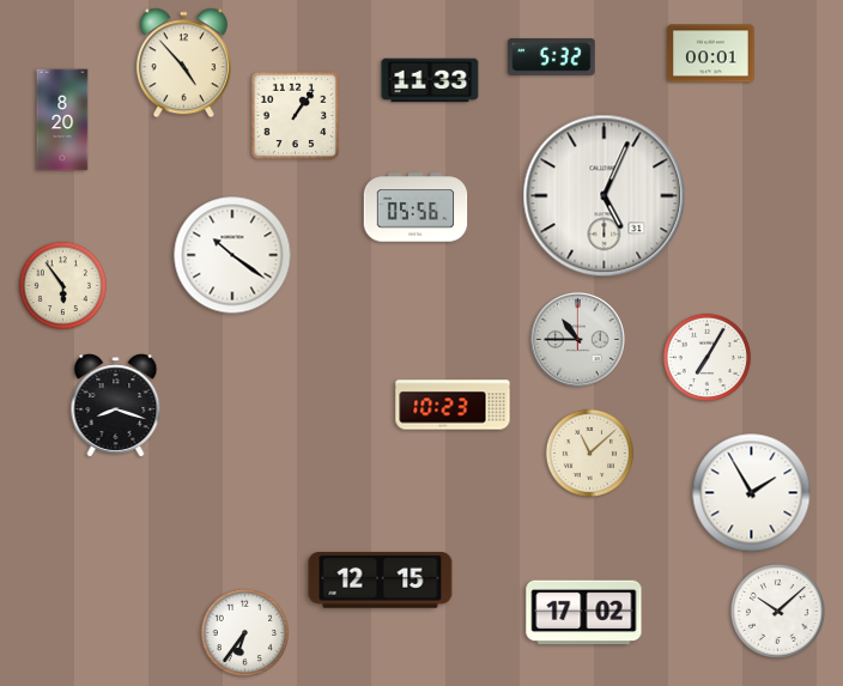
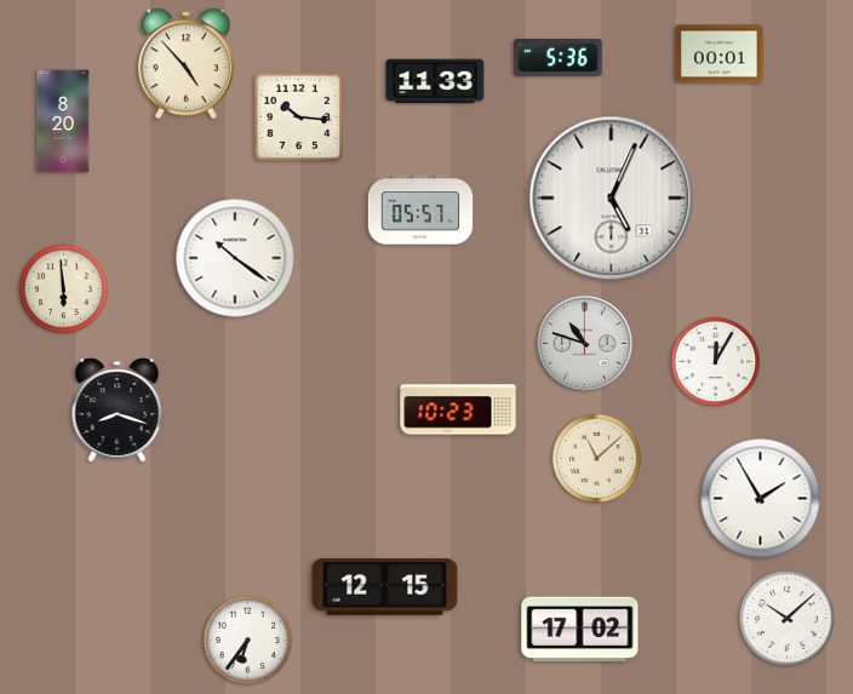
clock at (552, 56): 5:32 -> 5:36
clock at (296, 116): 1:06 -> 10:16
clock at (416, 207): 05:56 -> 05:57
clock at (63, 286): 5:54 -> 5:59
clock at (578, 340): 10:45 -> 10:48
clock at (708, 358): 7:05 -> 12:05
clock at (584, 613) position: (584, 613) -> (580, 630)
